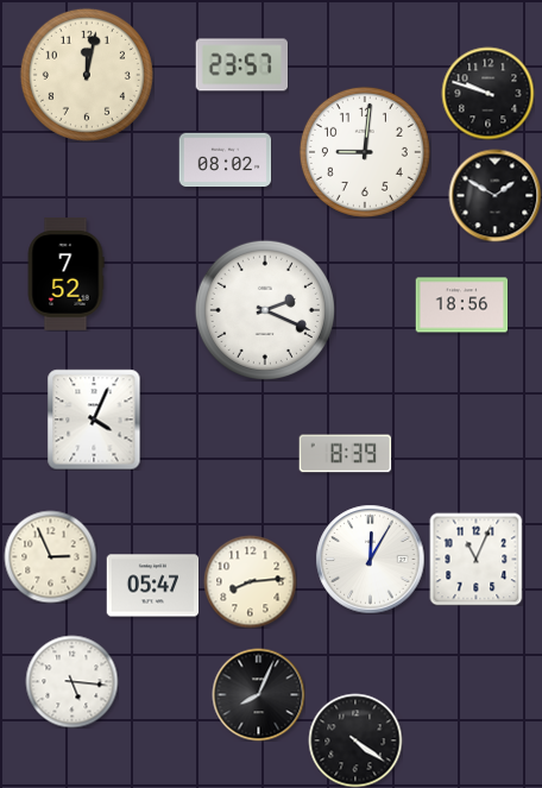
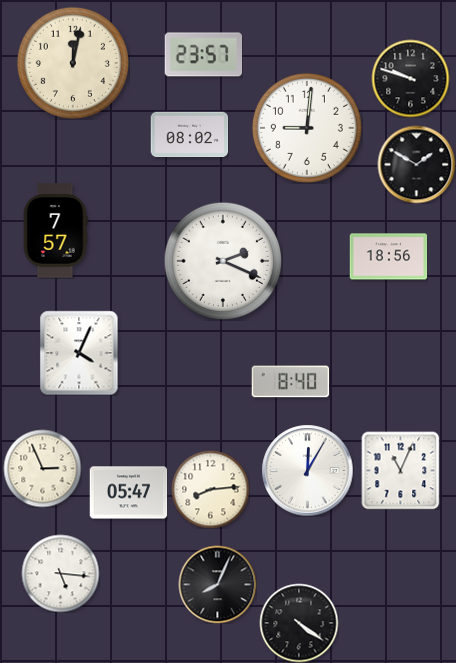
clock at (65, 275): 7:52 -> 7:57
clock at (345, 454): 8:39 -> 8:40
clock at (370, 559) position: (370, 559) -> (307, 470)
